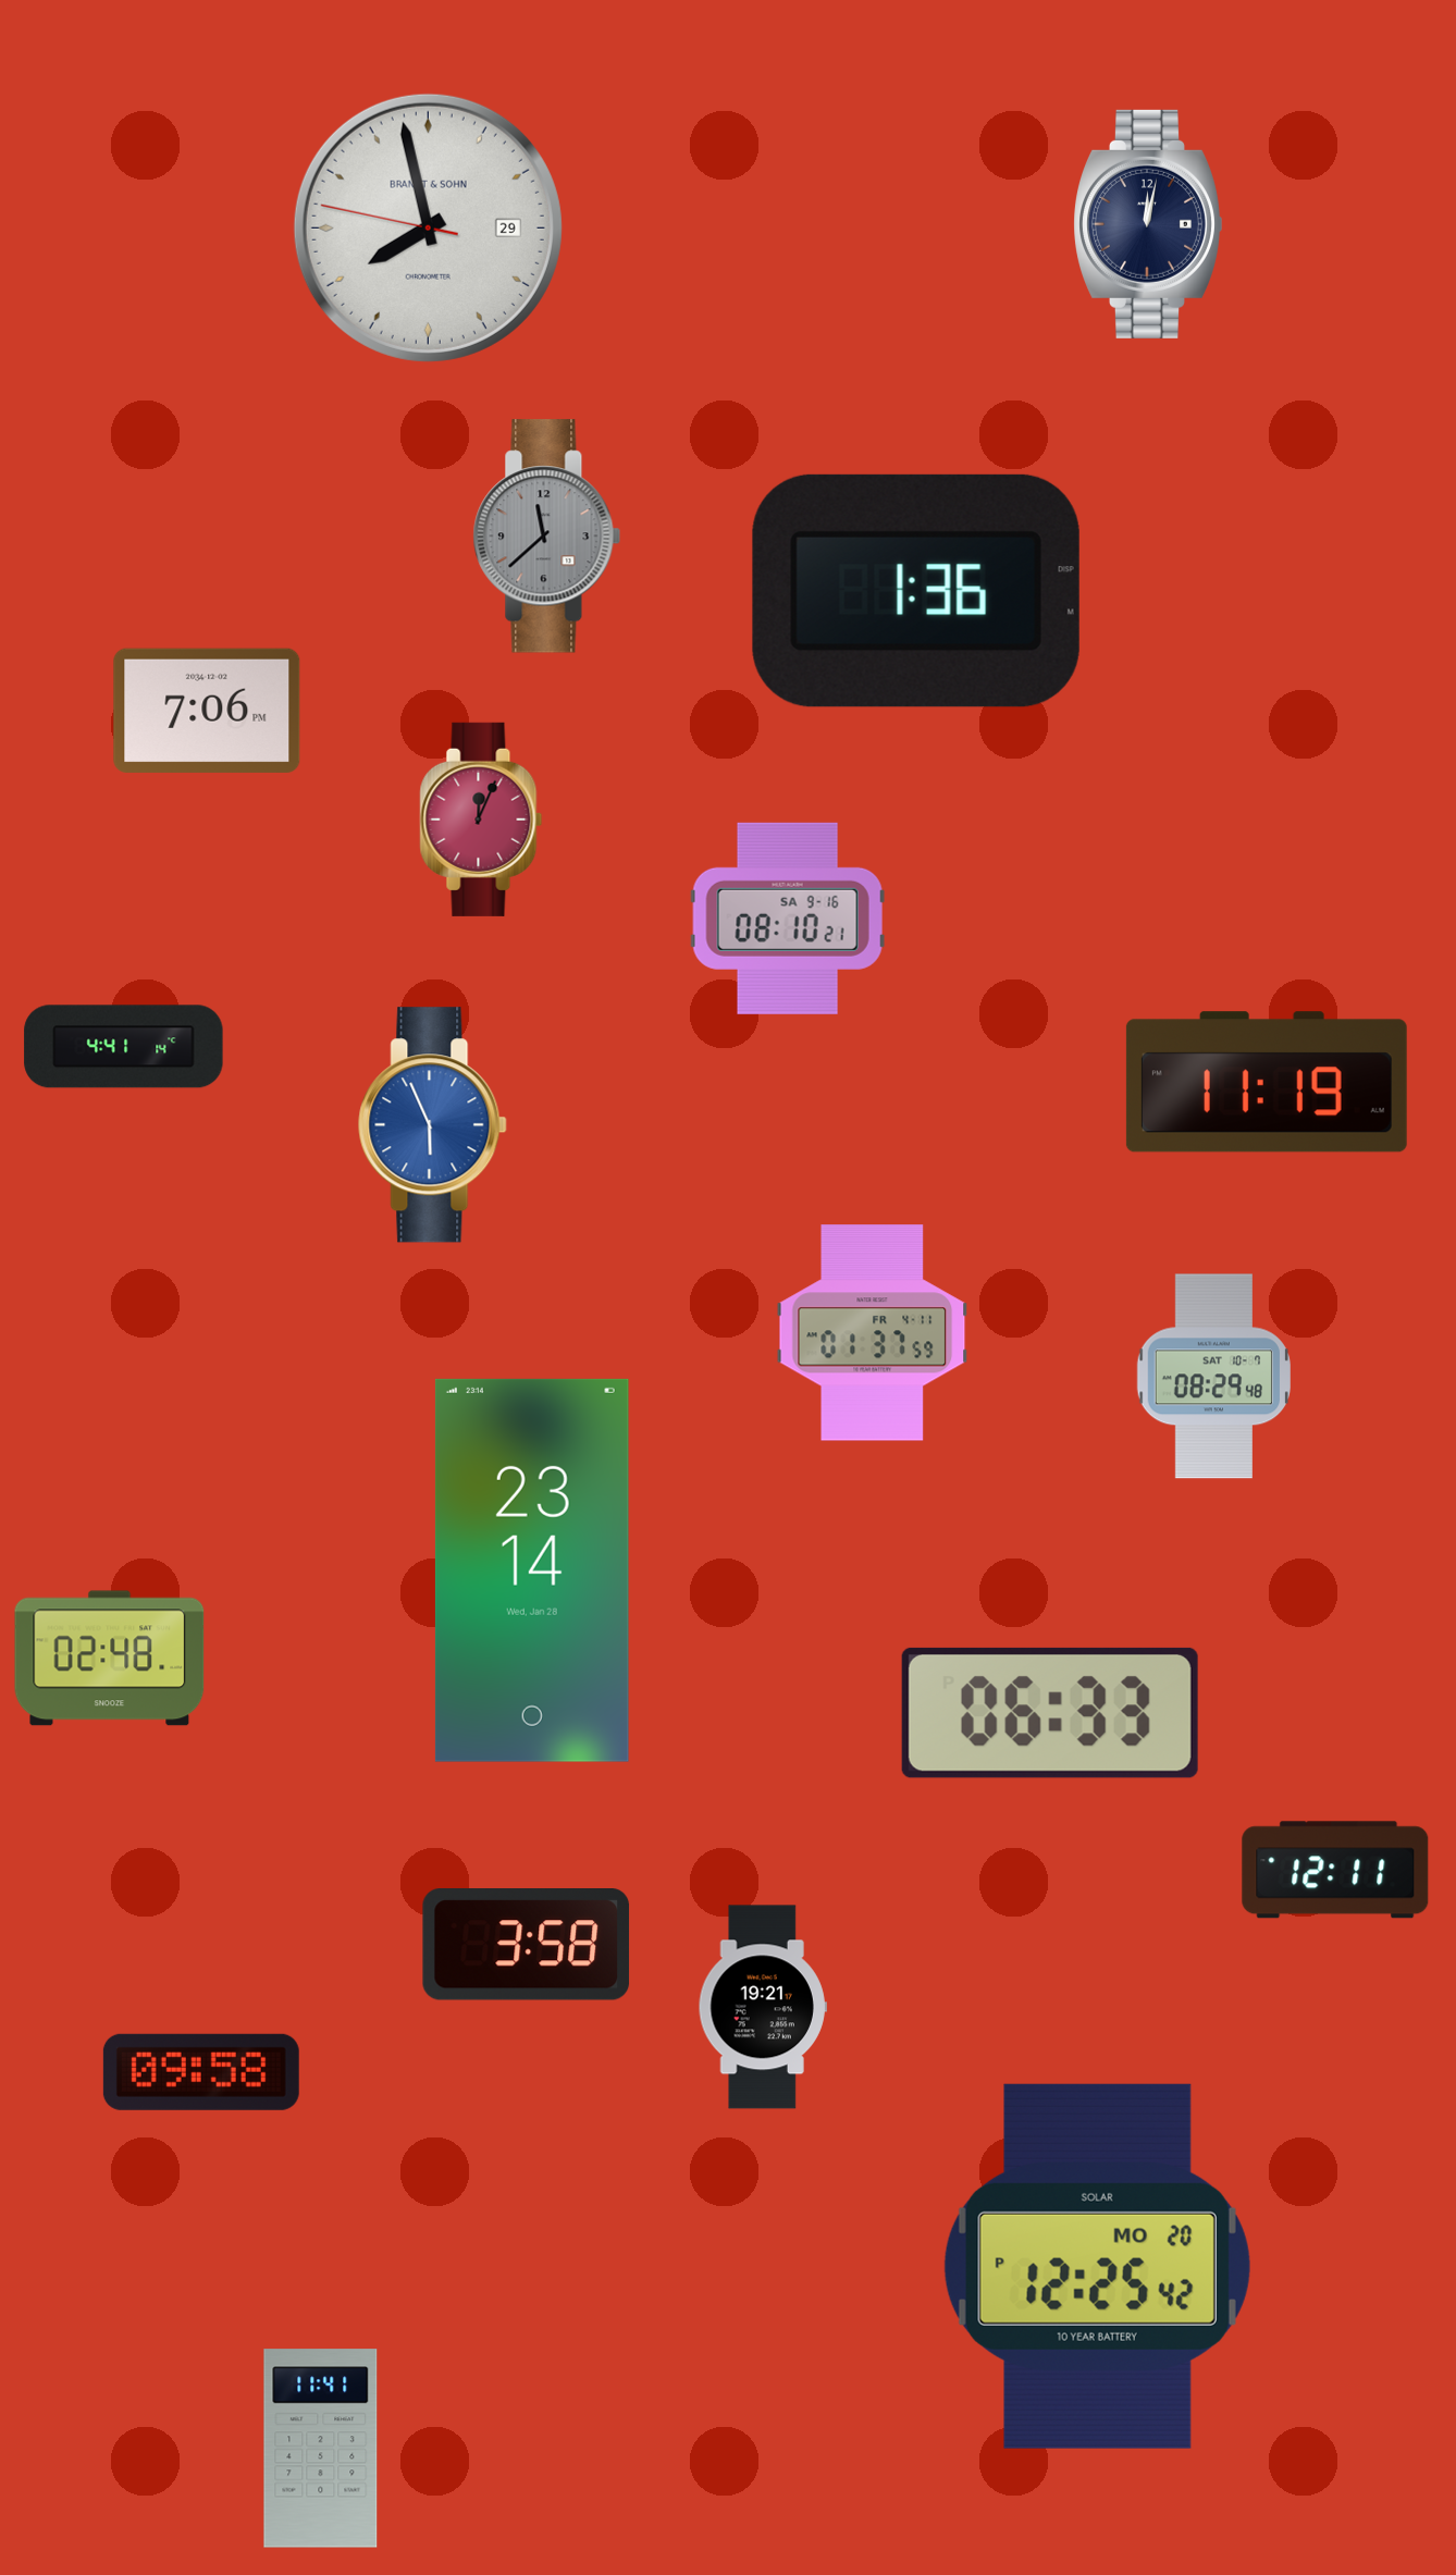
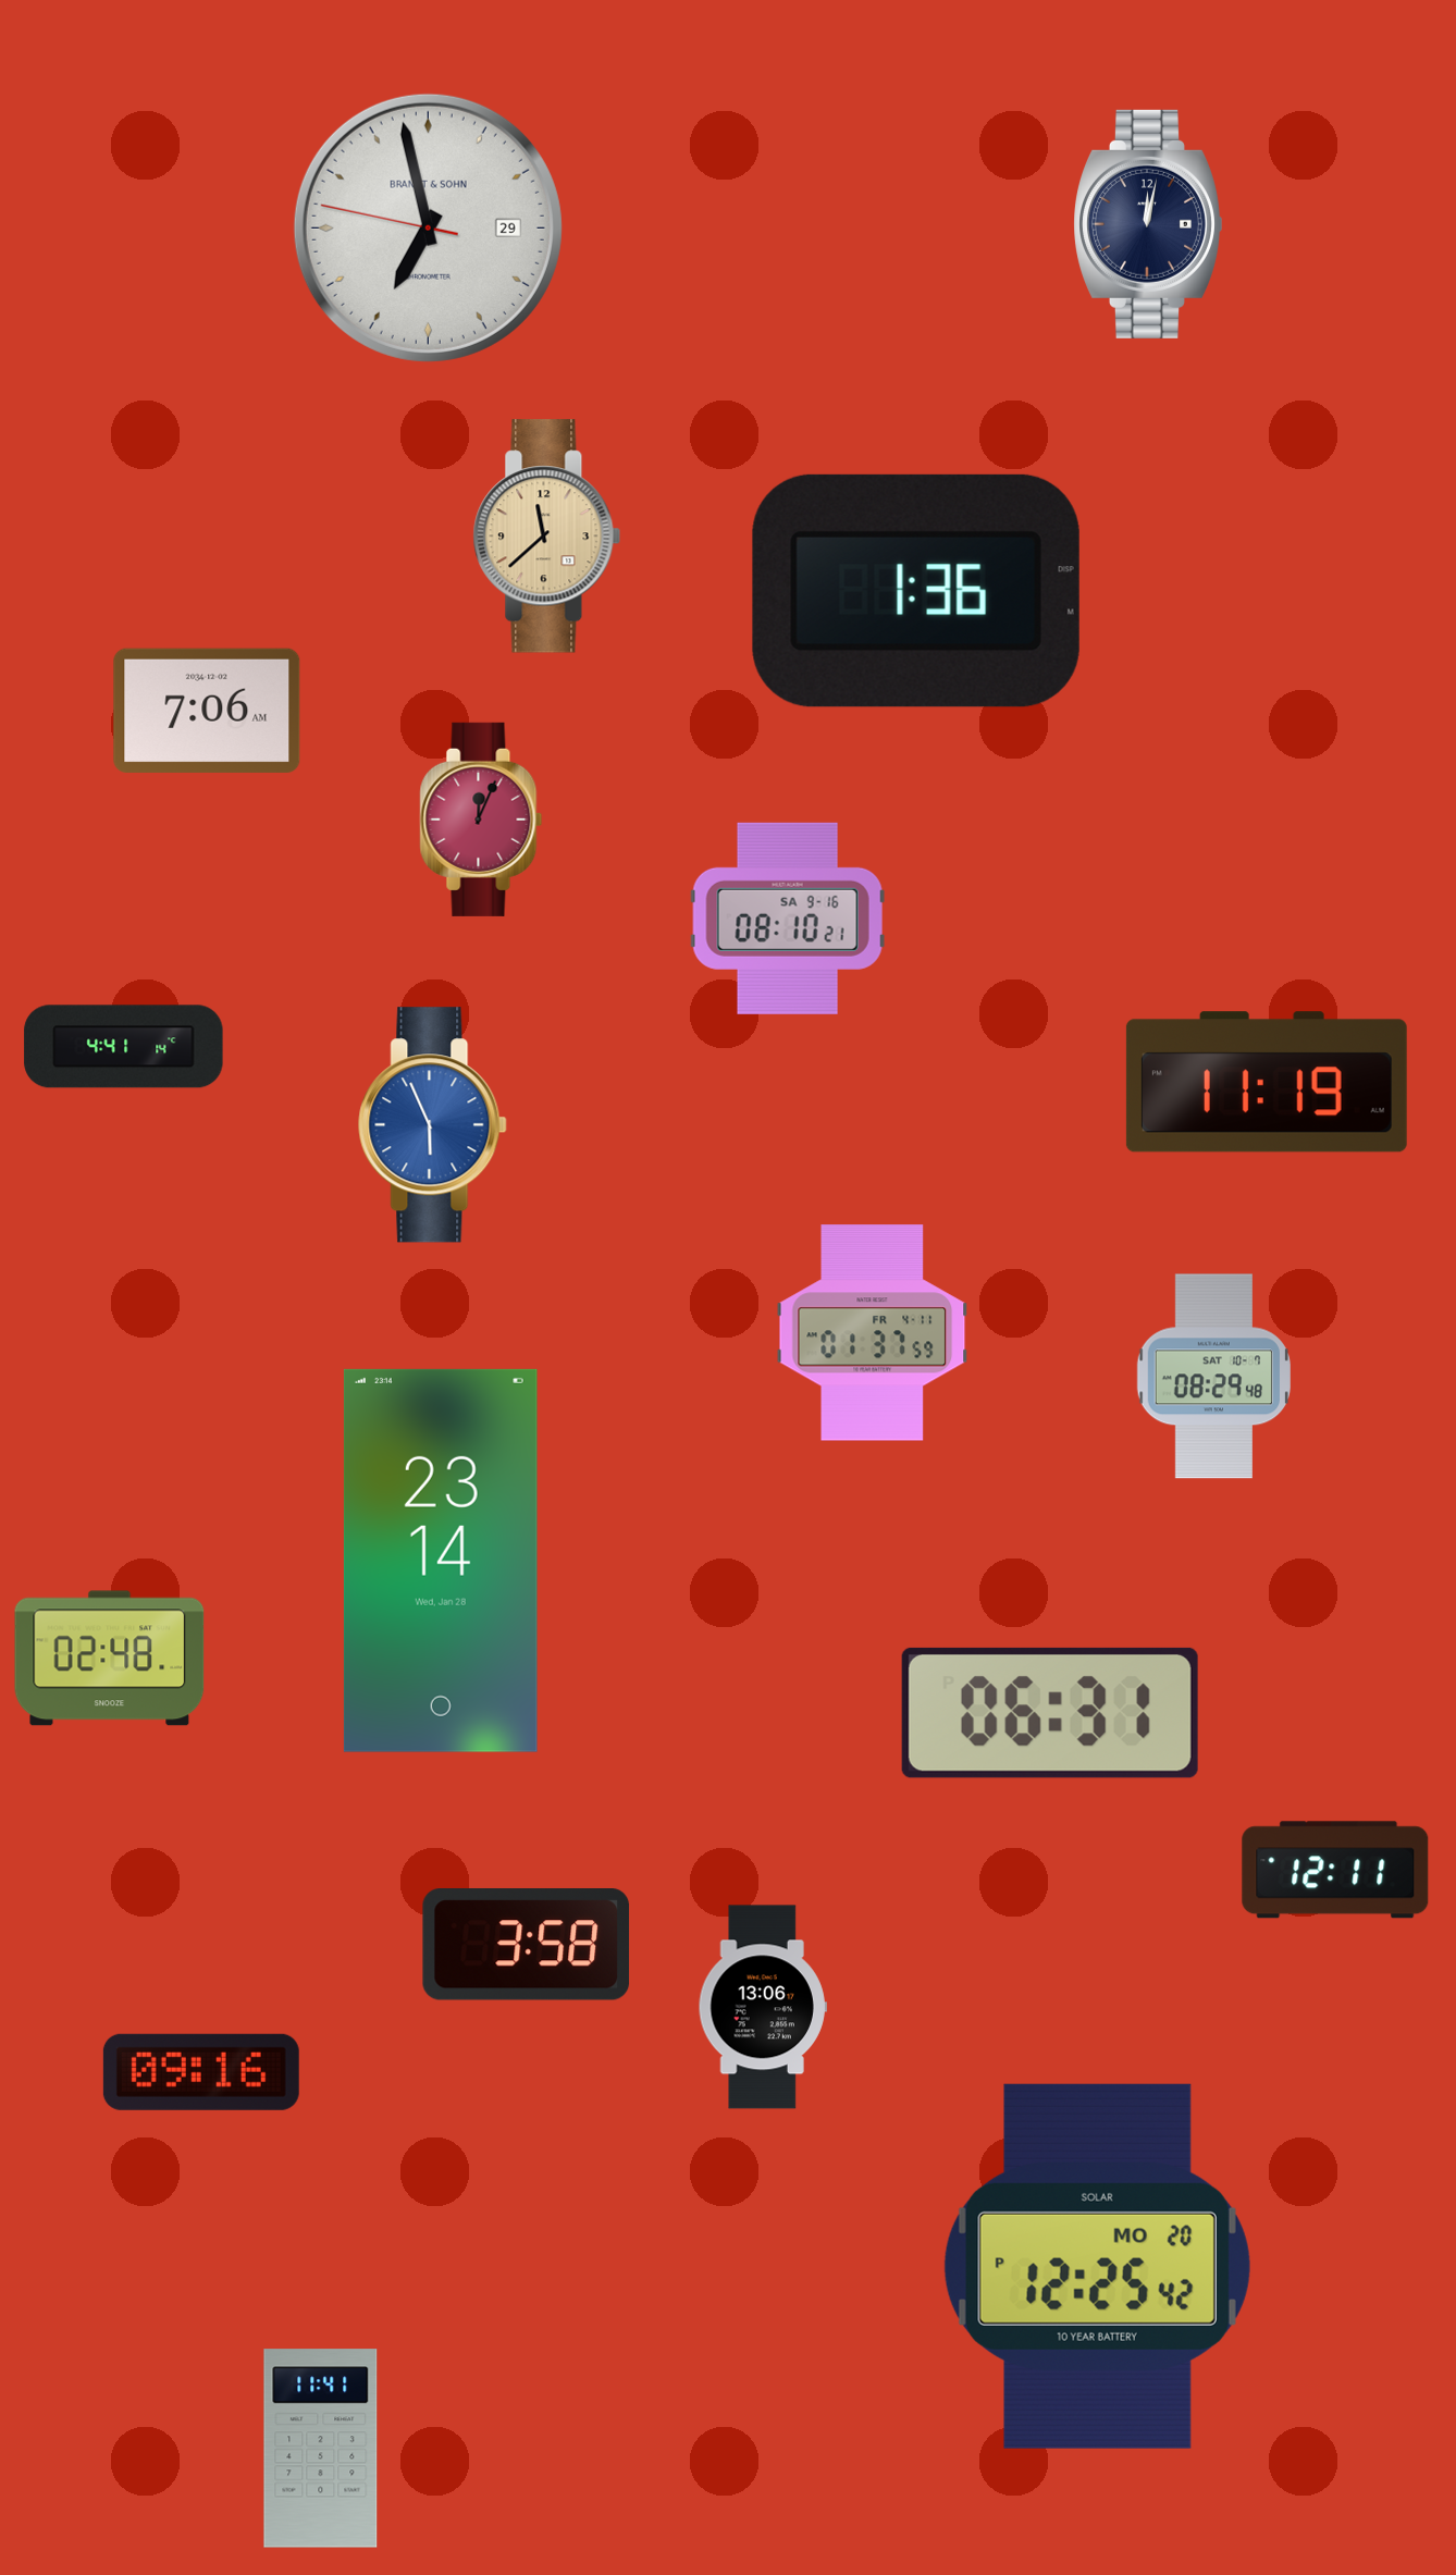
clock at (428, 227): 7:57 -> 6:57
clock at (547, 537) dial: grey -> champagne
clock at (207, 711): 7:06 PM -> 7:06 AM
clock at (532, 1570) position: (532, 1570) -> (441, 1561)
clock at (1050, 1713): 06:33 -> 06:31
clock at (763, 2007): 19:21 -> 13:06
clock at (201, 2072): 09:58 -> 09:16
